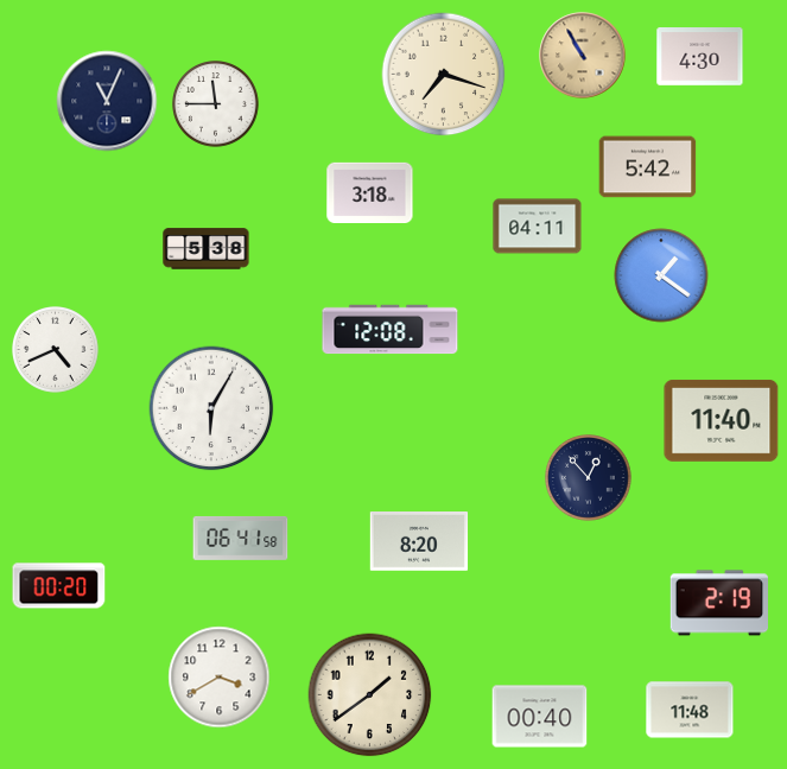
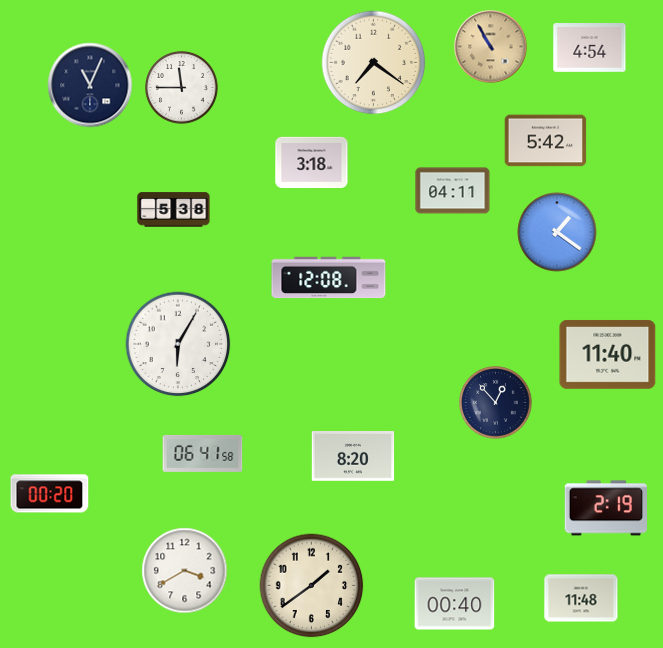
clock at (700, 57): 4:30 -> 4:54
clock at (444, 75): 7:18 -> 7:21
clock at (56, 350): 4:41 -> none
